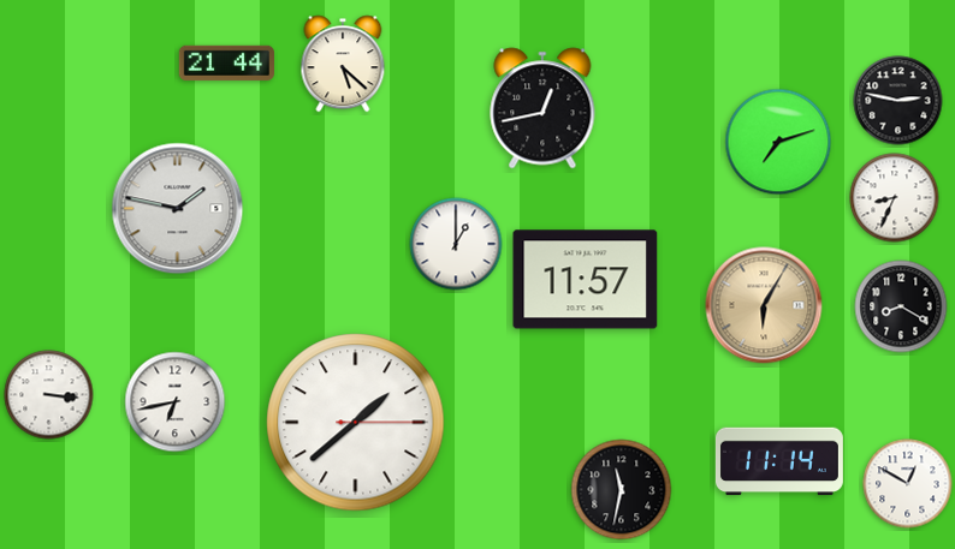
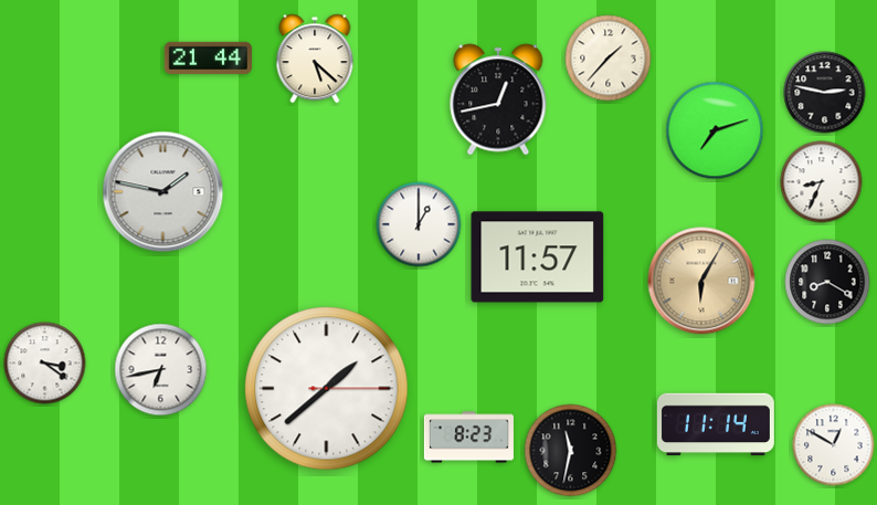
clock at (609, 59): none -> 1:37
clock at (49, 395): 3:16 -> 3:21
clock at (468, 438): none -> 8:23
